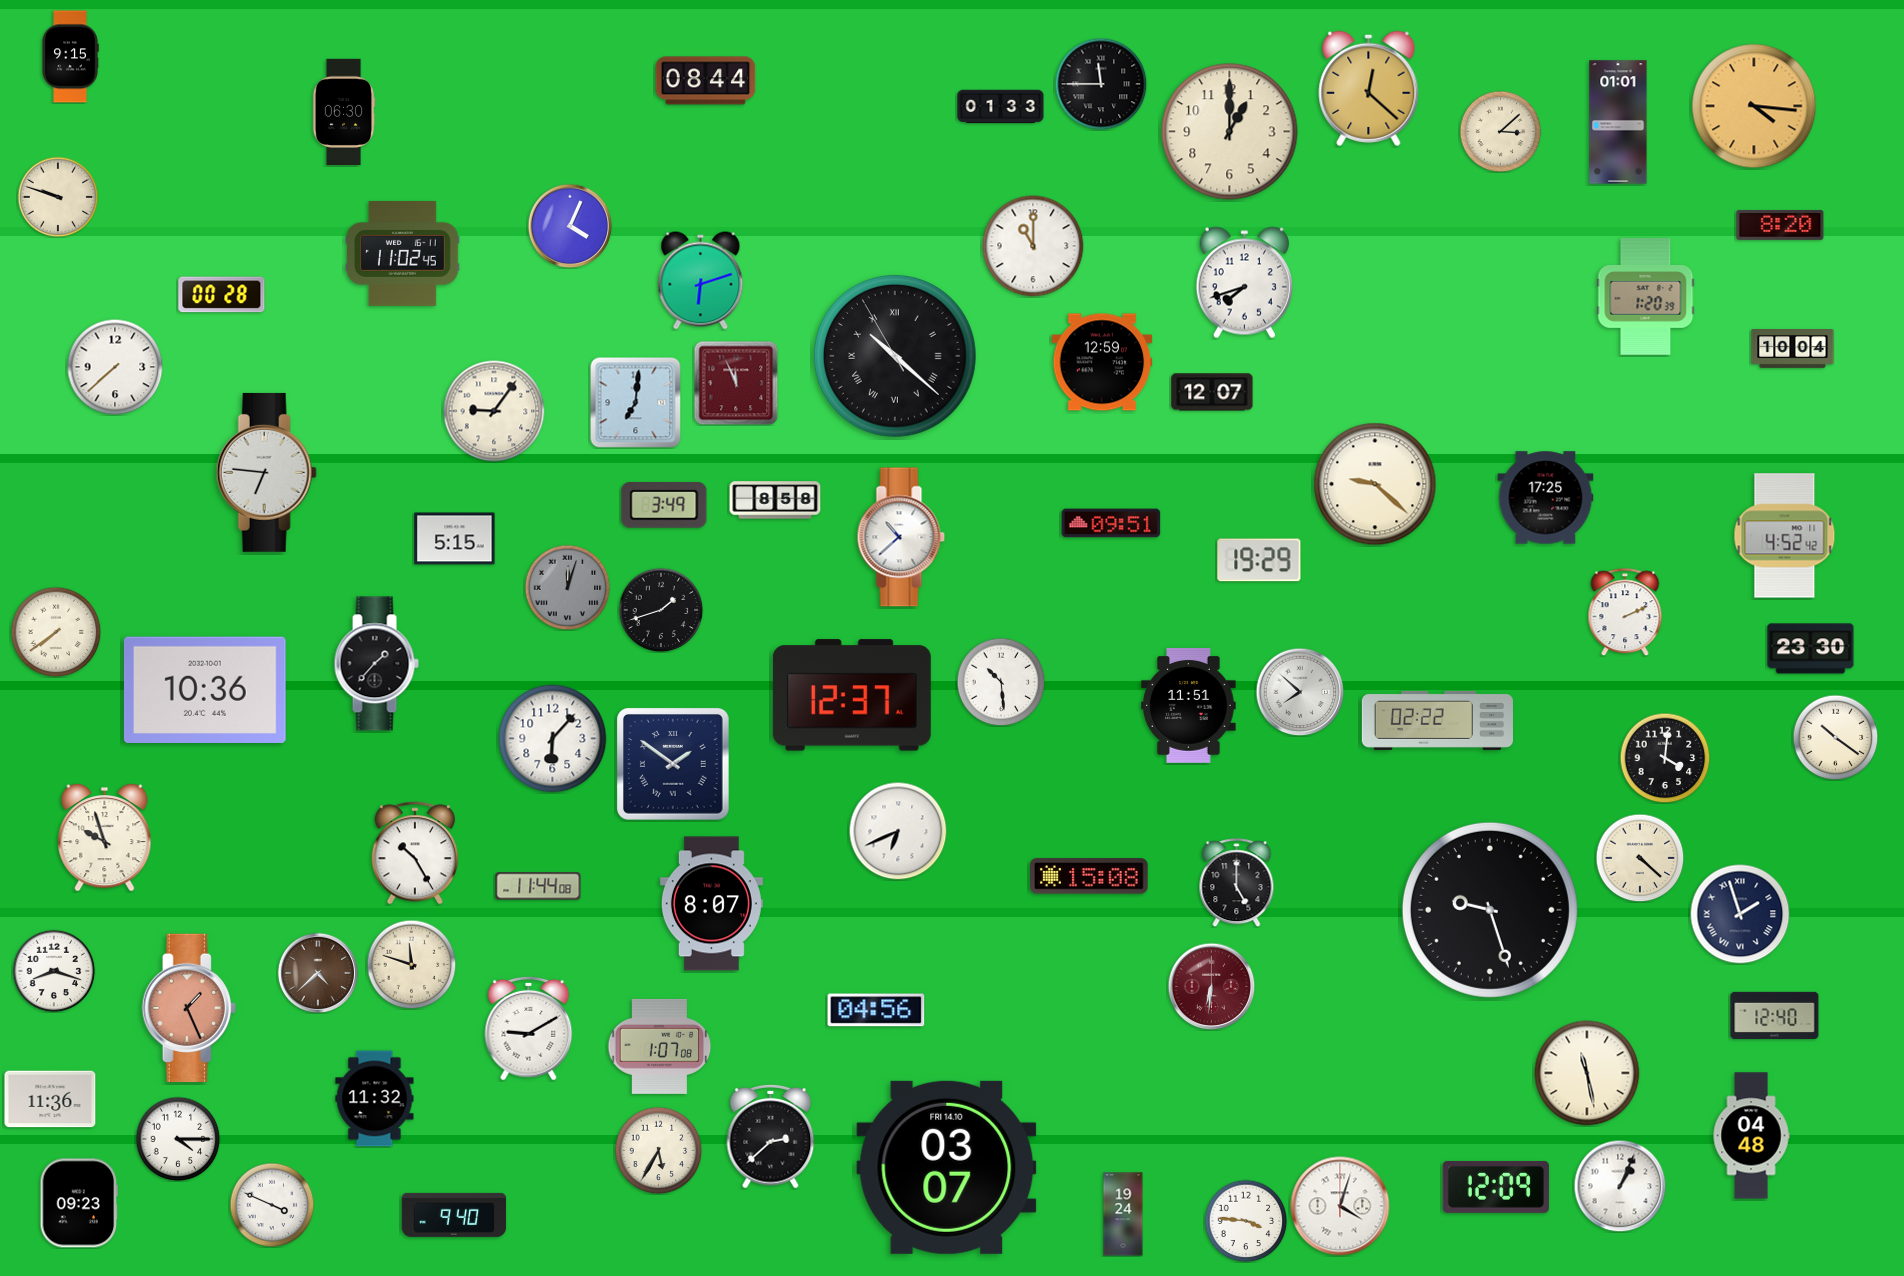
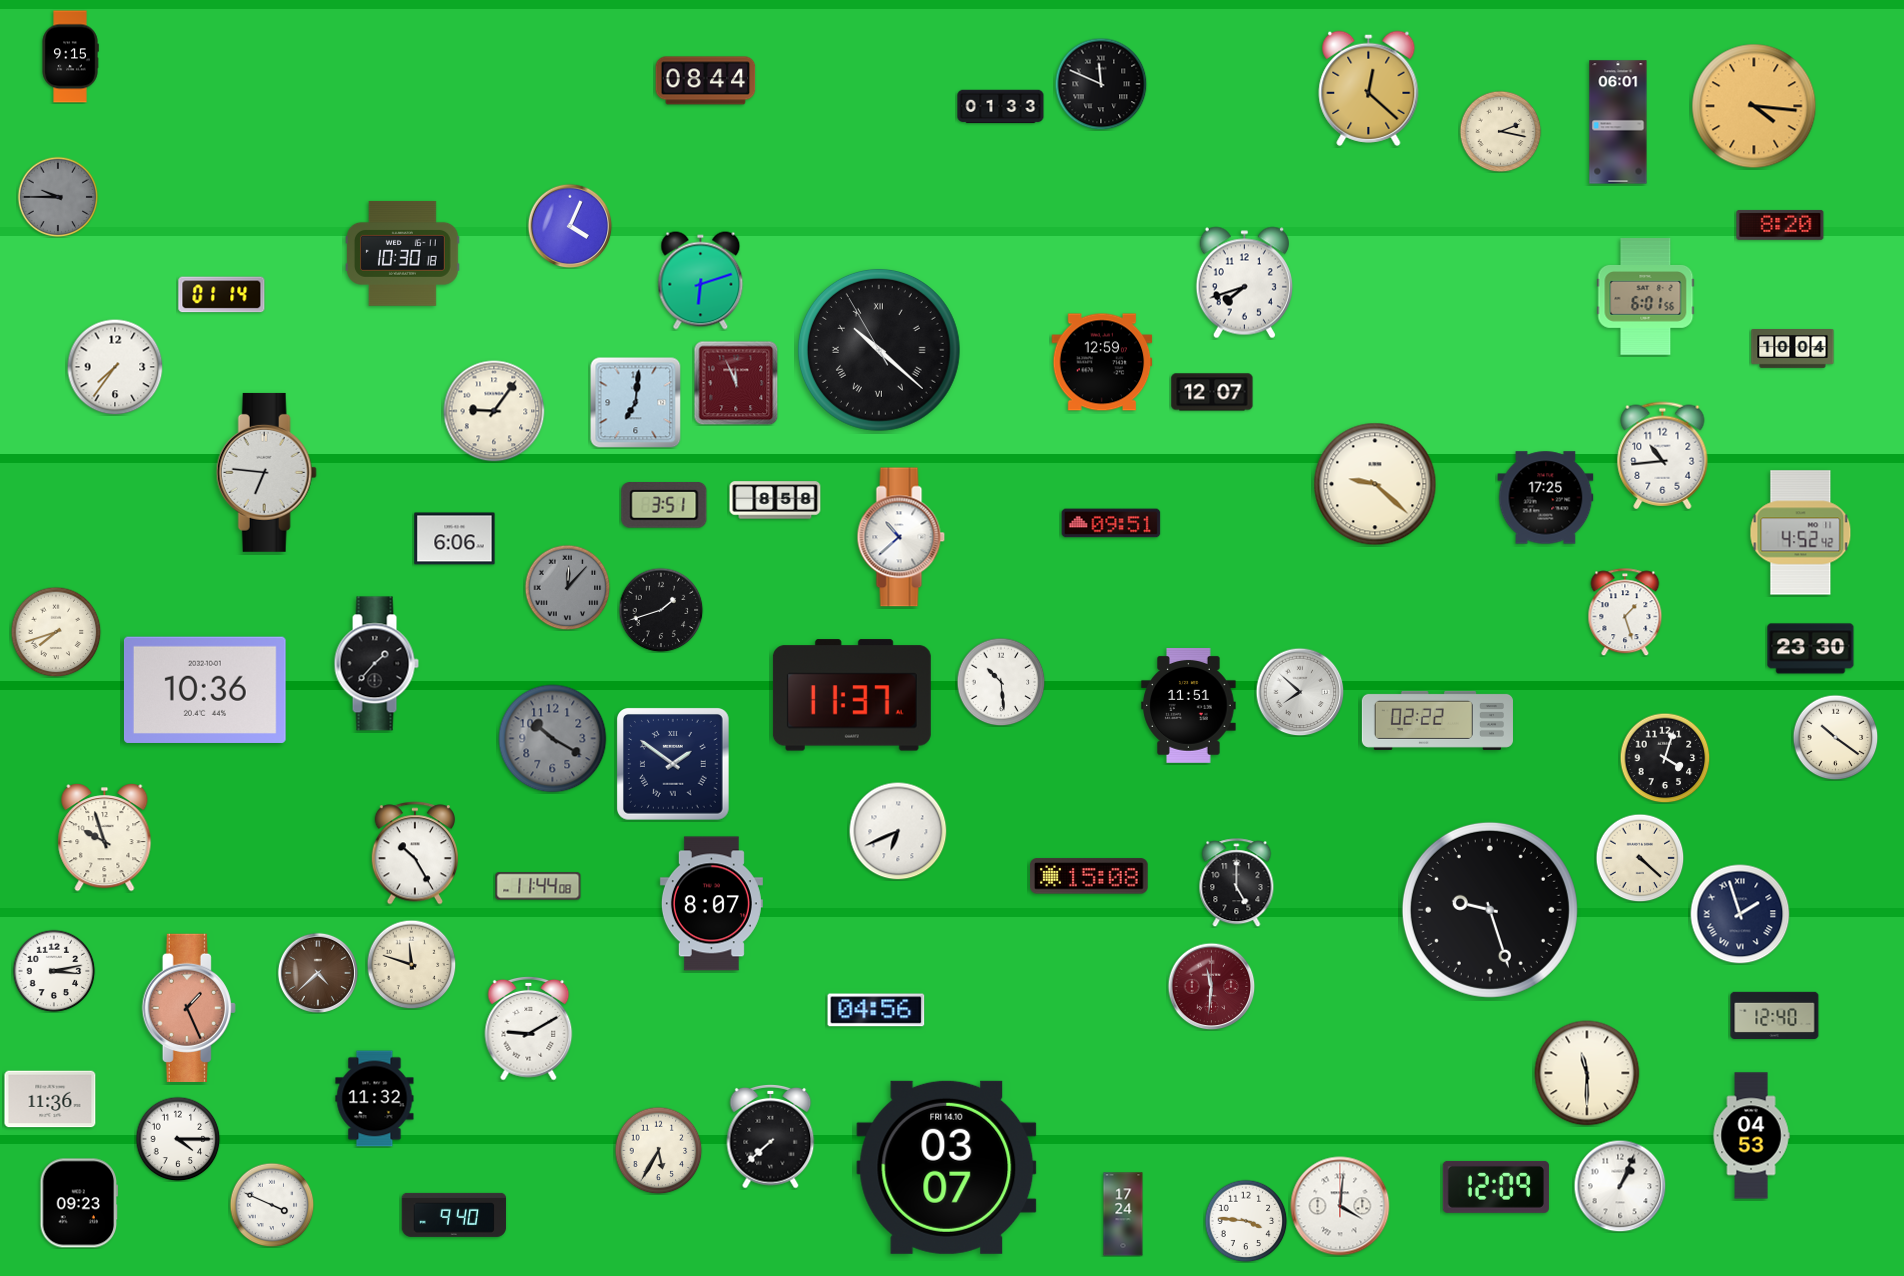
clock at (1101, 84): 11:45 -> 11:49
clock at (344, 111): 06:30 -> none
clock at (1618, 122): 01:01 -> 06:01
clock at (1500, 131): 3:08 -> 2:17
clock at (1230, 132): 1:00 -> none
clock at (58, 197): 9:48 -> 9:45
clock at (58, 197) dial: cream -> grey
clock at (1033, 246): 11:00 -> none
clock at (403, 253): 11:02 -> 10:30
clock at (222, 295): 00:28 -> 01:14
clock at (1646, 297): 1:20 -> 6:01
clock at (895, 356) position: (895, 356) -> (879, 350)
clock at (115, 367): 7:38 -> 7:36
clock at (1663, 456): none -> 10:44
clock at (664, 506): 3:49 -> 3:51
clock at (1785, 536) position: (1785, 536) -> (1801, 533)
clock at (455, 539): 5:15 -> 6:06
clock at (1259, 560): 19:29 -> none
clock at (567, 587): 12:03 -> 12:07
clock at (1625, 612): 2:11 -> 1:27
clock at (56, 632): 7:39 -> 7:42
clock at (852, 695): 12:37 -> 11:37
clock at (553, 739): 6:07 -> 10:20
clock at (553, 739) dial: white -> grey
clock at (1665, 758): 4:01 -> 4:03
clock at (54, 971): 8:18 -> 3:13
clock at (1211, 986): 6:31 -> 11:31
clock at (660, 1046): 1:07 -> none
clock at (1587, 1073): 11:28 -> 11:30
clock at (771, 1136): 2:38 -> 7:38
clock at (1751, 1136): 04:48 -> 04:53
clock at (1340, 1206): 4:03 -> 4:01
clock at (1123, 1214): 19:24 -> 17:24
